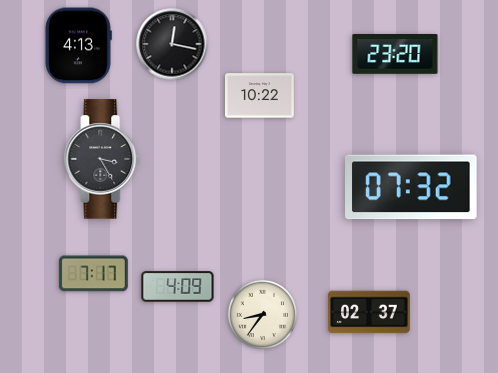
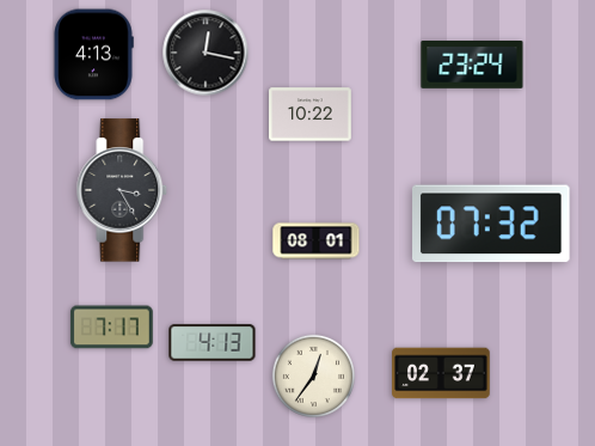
clock at (395, 55): 23:20 -> 23:24
clock at (317, 242): none -> 08:01
clock at (178, 287): 4:09 -> 4:13
clock at (262, 314): 8:36 -> 12:36
